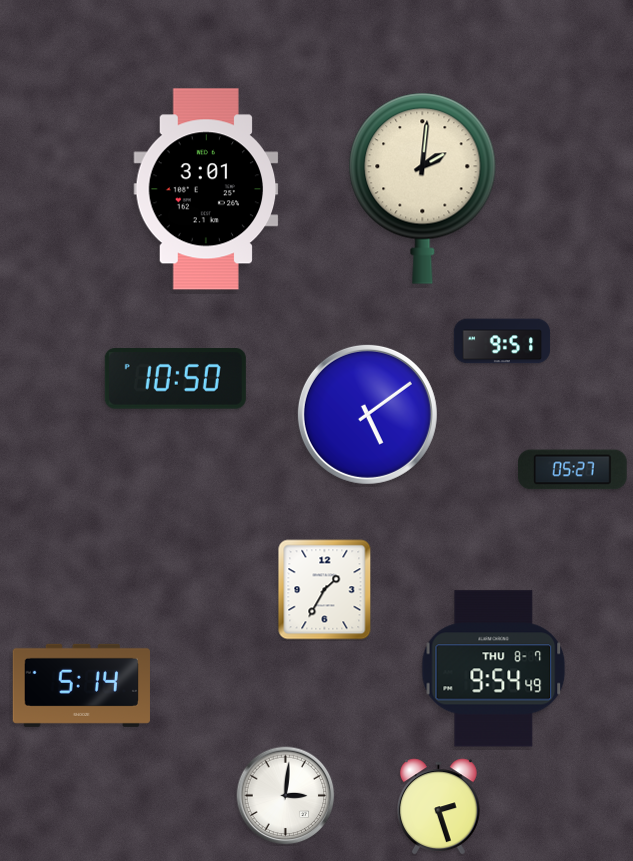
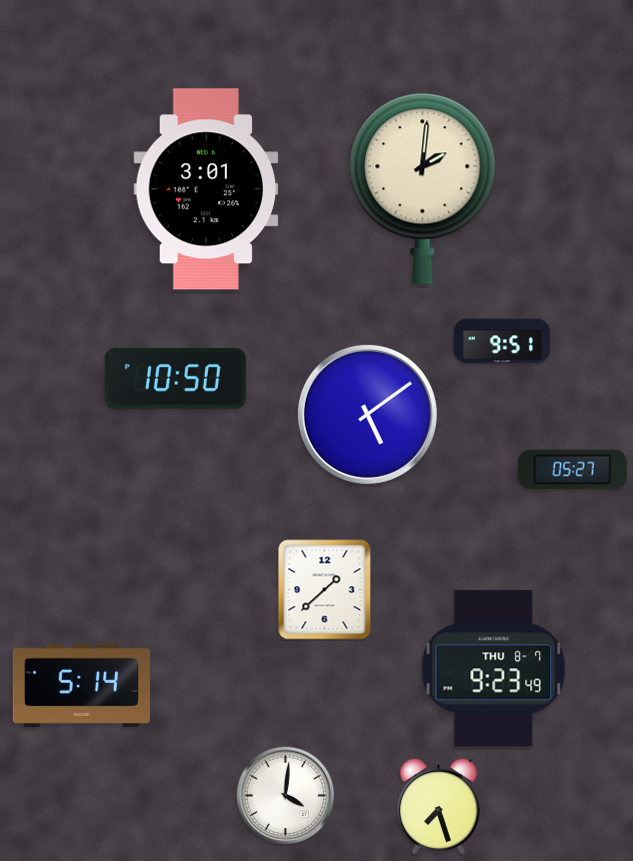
clock at (325, 590): 1:35 -> 1:38
clock at (494, 669): 9:54 -> 9:23
clock at (286, 796): 3:01 -> 4:01
clock at (438, 806): 2:27 -> 7:27
